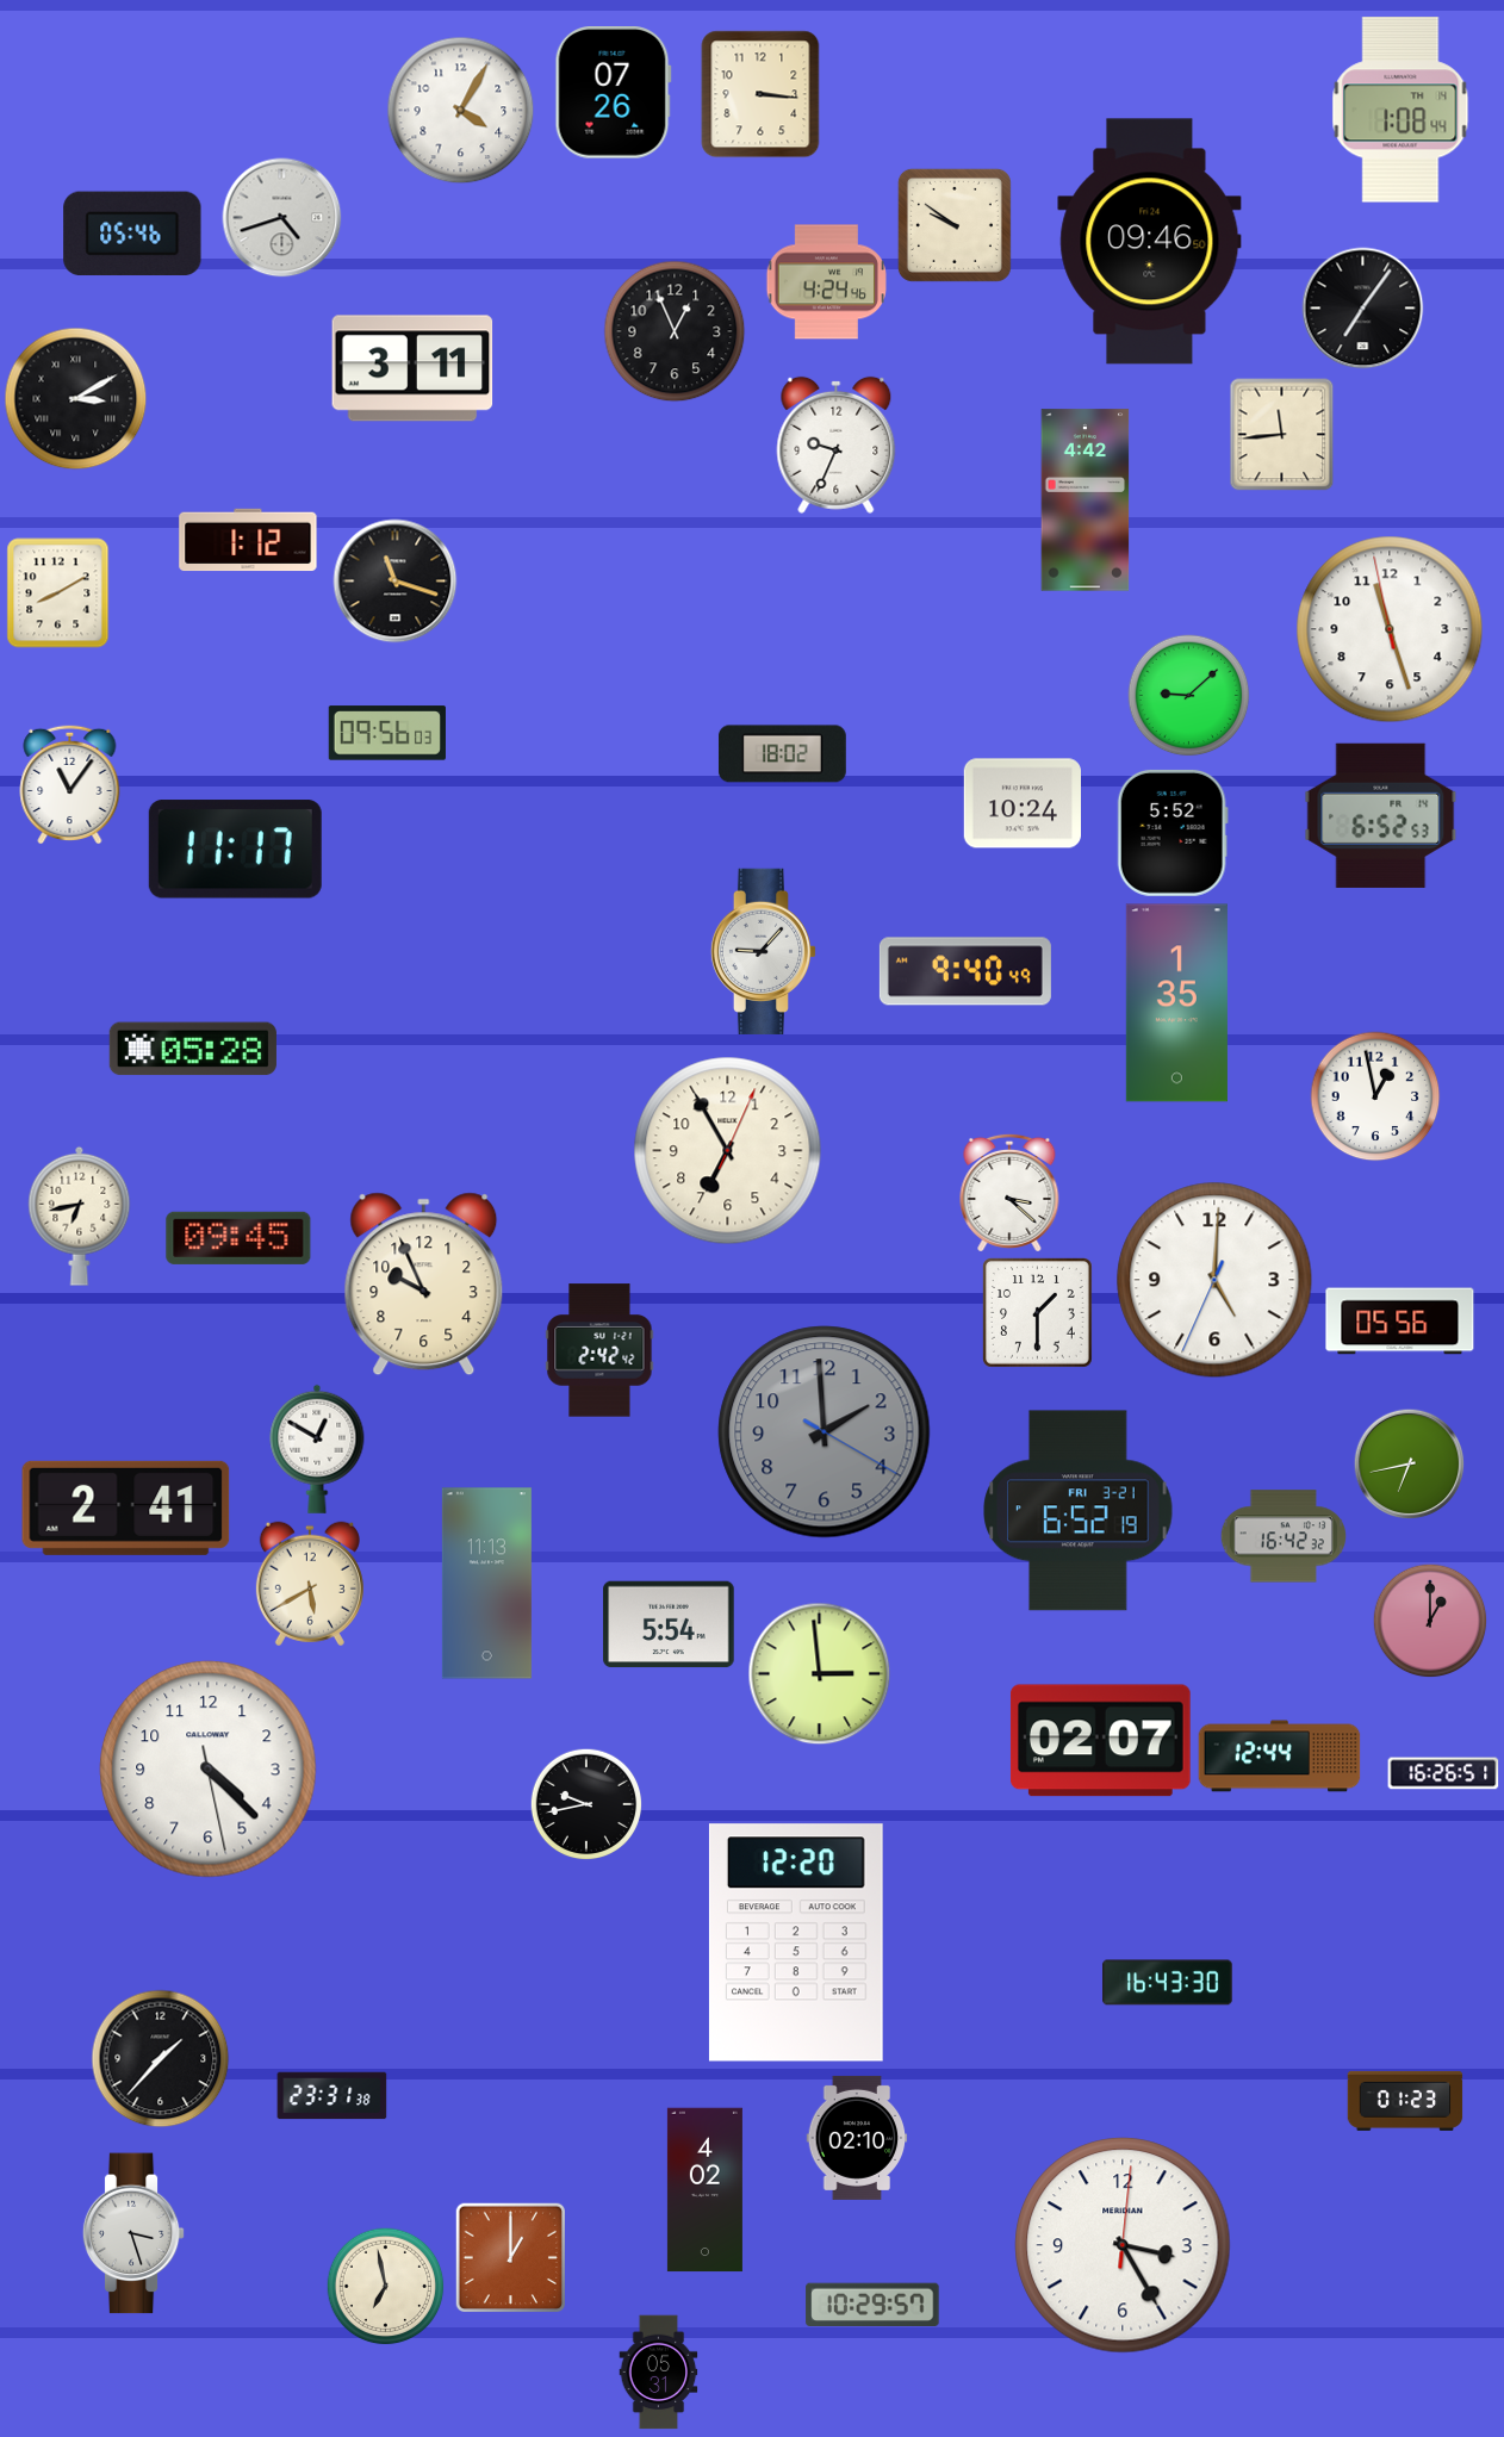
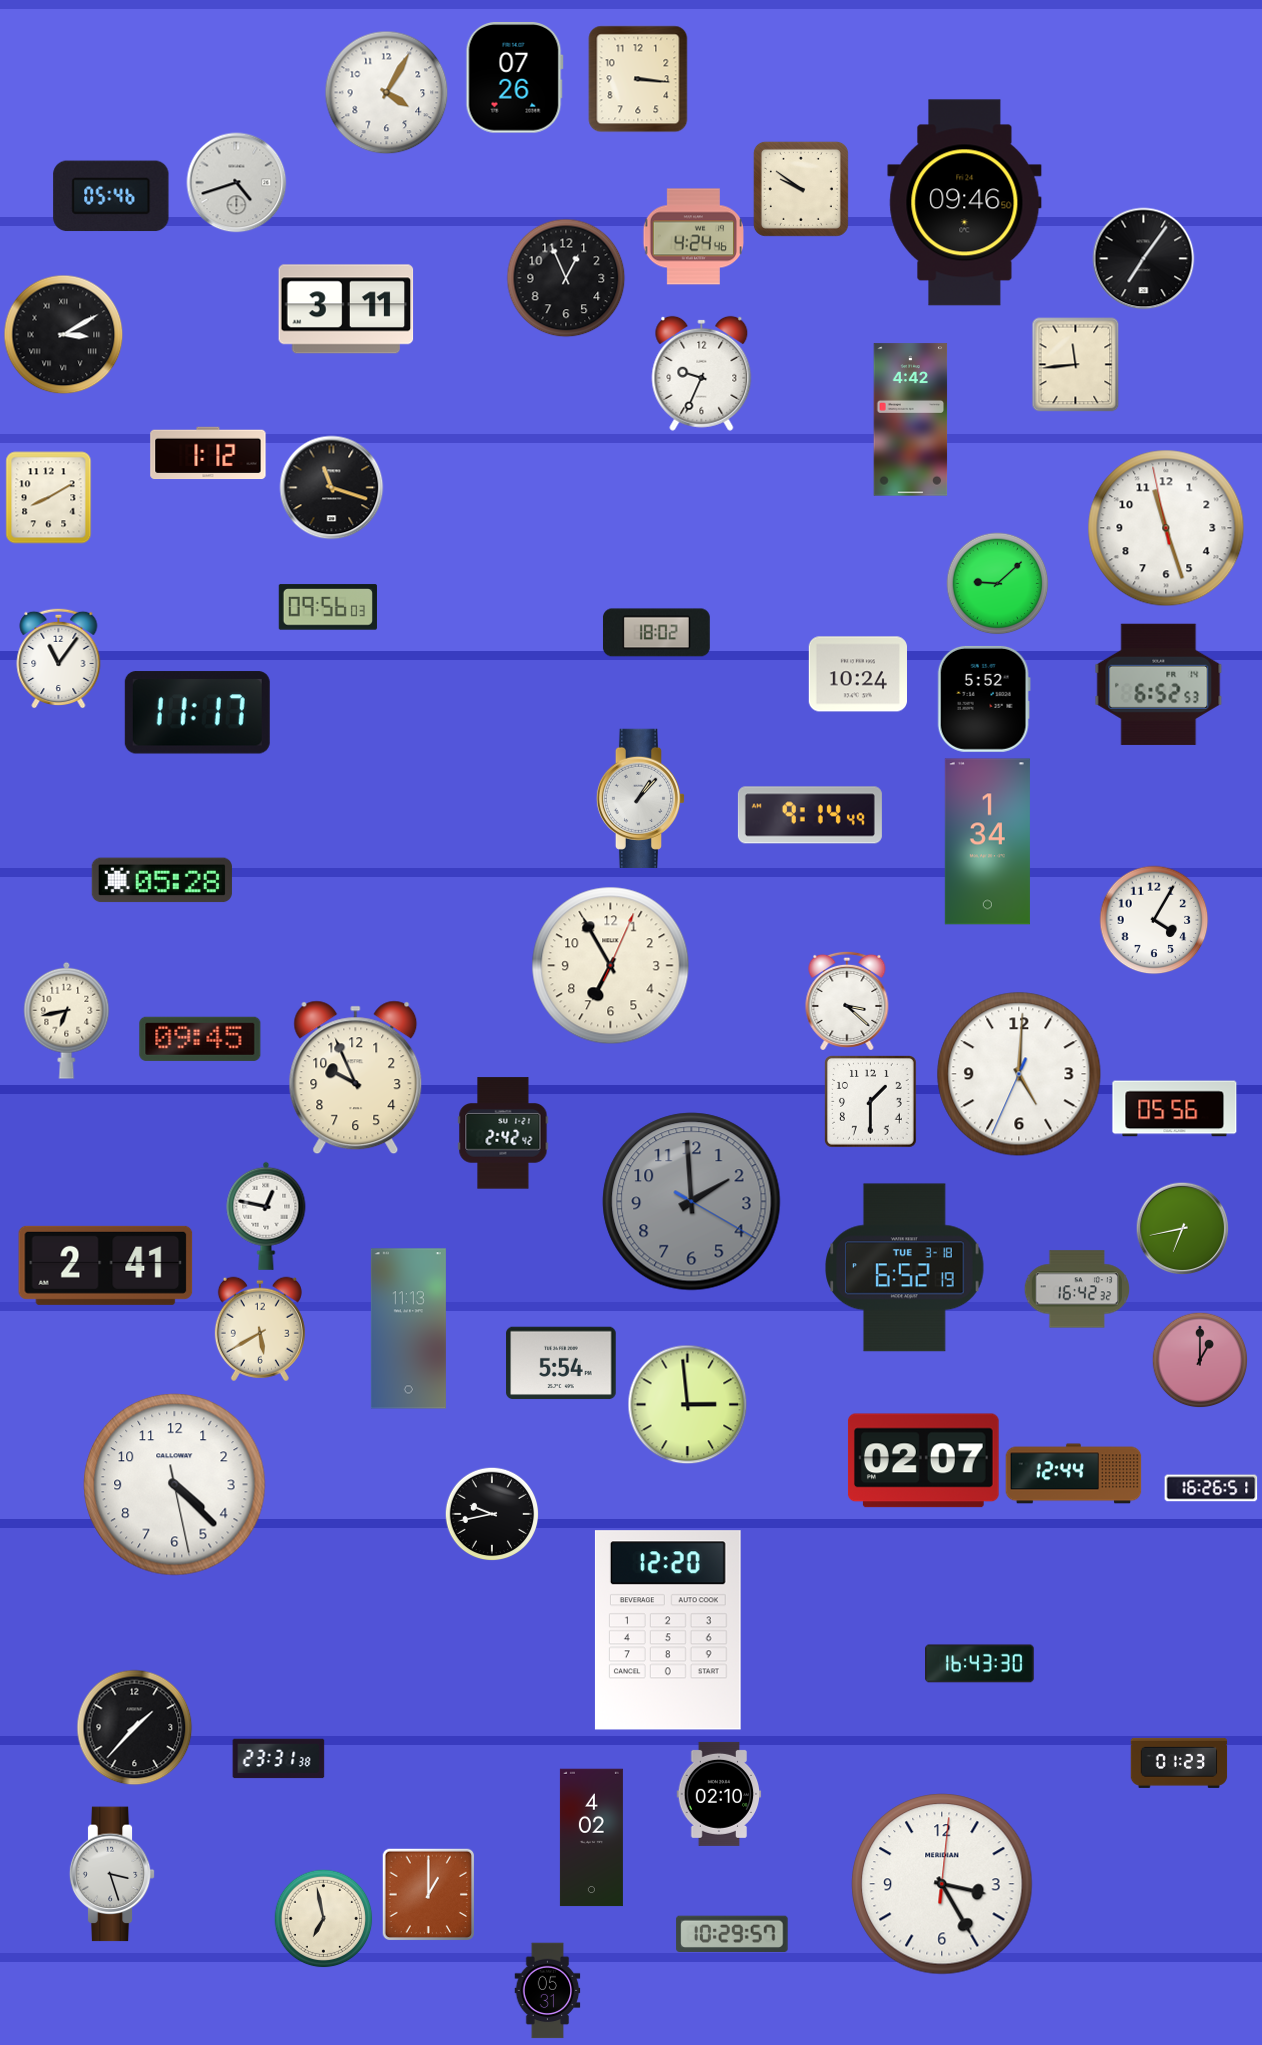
clock at (1400, 110): 1:08 -> none
clock at (386, 733) position: (386, 733) -> (327, 607)
clock at (764, 951): 9:07 -> 1:07
clock at (965, 971): 9:40 -> 9:14
clock at (1176, 1003): 1:35 -> 1:34
clock at (1375, 1096): 12:58 -> 4:05
clock at (317, 1449): 12:50 -> 12:47
clock at (1079, 1511) date: FRI 3-21 -> TUE 3-18
clock at (659, 2373) position: (659, 2373) -> (548, 1991)
